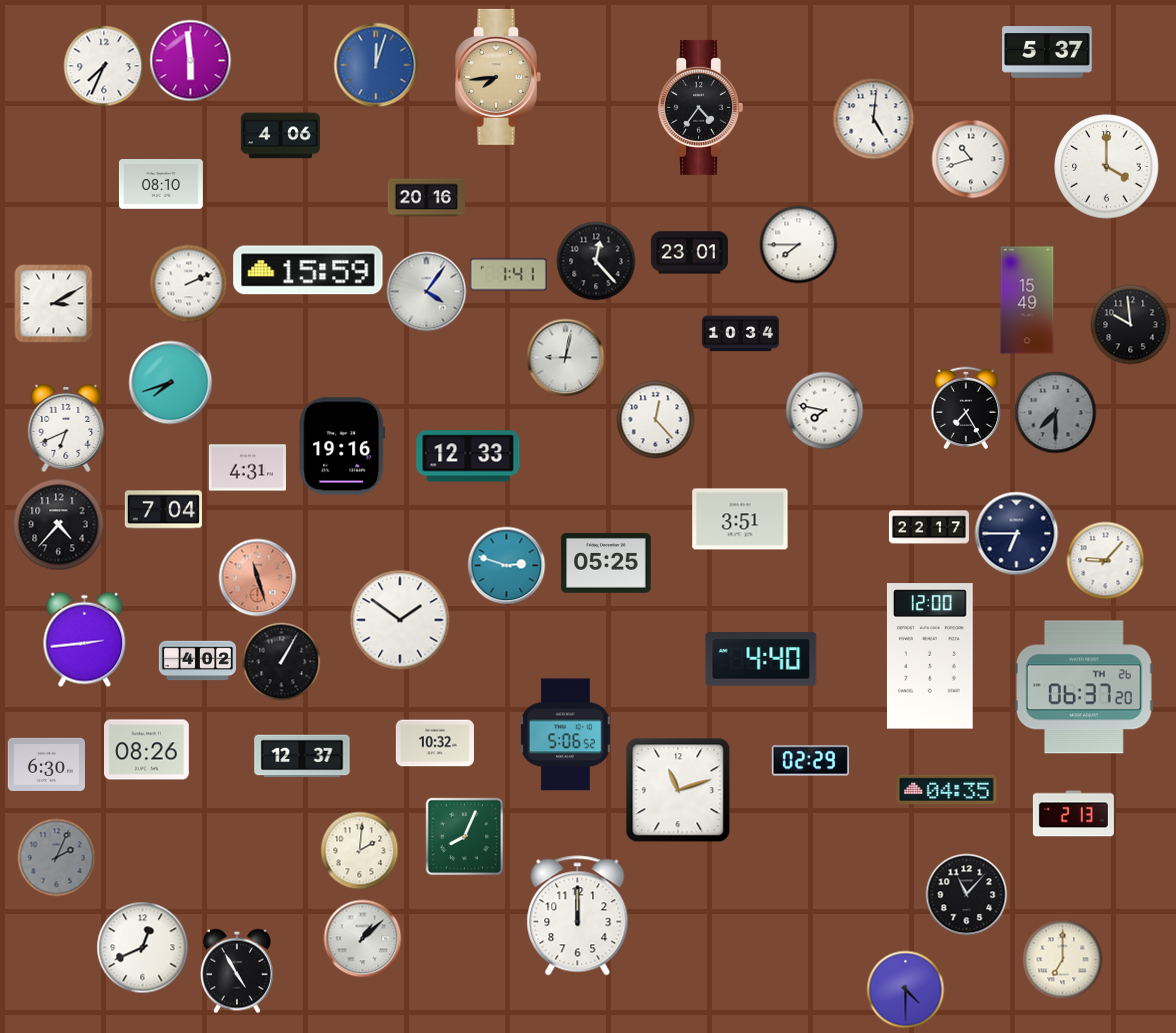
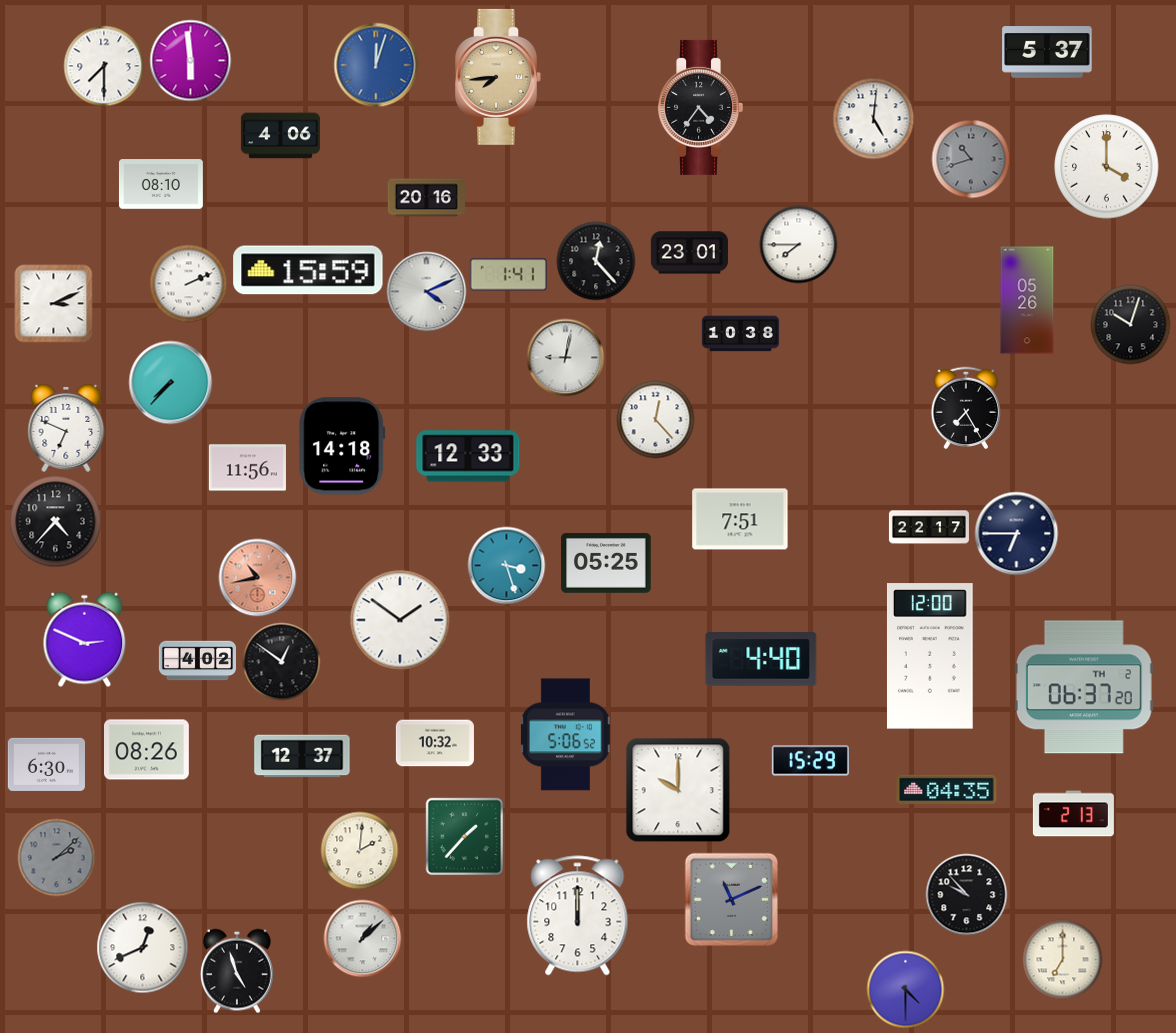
clock at (104, 66): 7:34 -> 7:30
clock at (971, 159) dial: white -> grey
clock at (426, 291): 4:06 -> 4:11
clock at (1027, 300): 15:49 -> 05:26
clock at (53, 303): 3:10 -> 3:11
clock at (1130, 324): 9:59 -> 10:03
clock at (740, 334): 10:34 -> 10:38
clock at (170, 382): 7:42 -> 7:37
clock at (824, 410): 7:47 -> none
clock at (1055, 412): 7:30 -> none
clock at (66, 428): 6:41 -> 6:49
clock at (342, 446): 19:16 -> 14:18
clock at (247, 468): 4:31 -> 11:56
clock at (163, 510): 7:04 -> none
clock at (740, 519): 3:51 -> 7:51
clock at (58, 524) position: (58, 524) -> (55, 521)
clock at (1105, 560): 9:07 -> none
clock at (506, 565): 2:48 -> 3:27
clock at (257, 577): 11:27 -> 10:43
clock at (85, 639): 2:44 -> 2:49
clock at (281, 661): 1:05 -> 12:51
clock at (1084, 687) date: TH 26 -> TH 2
clock at (810, 761): 02:29 -> 15:29
clock at (678, 790): 11:12 -> 10:00
clock at (464, 836): 8:04 -> 1:37
clock at (56, 857): 2:04 -> 2:08
clock at (966, 894): 11:07 -> 9:53
clock at (731, 899): none -> 11:11
clock at (237, 971): 4:55 -> 4:57
